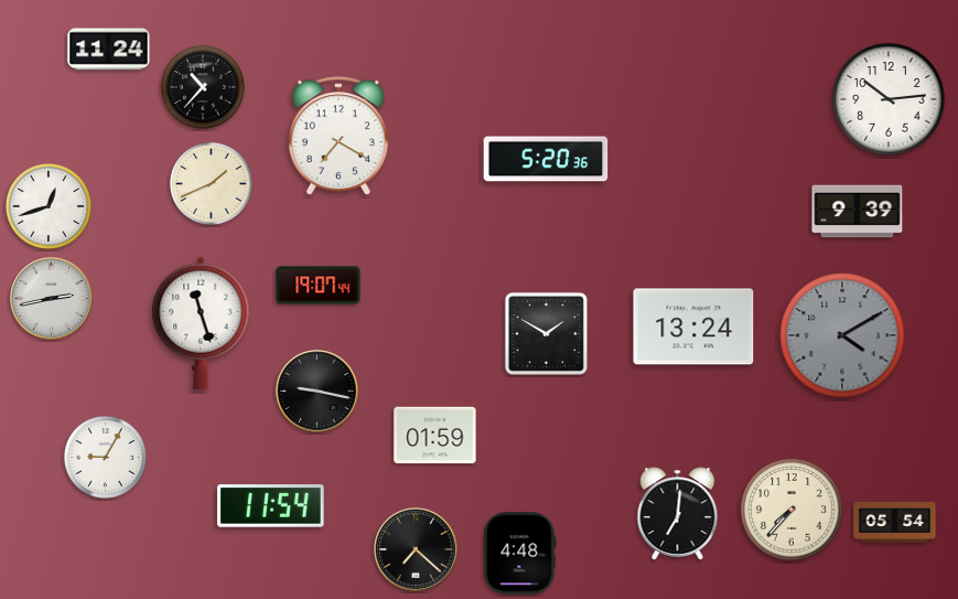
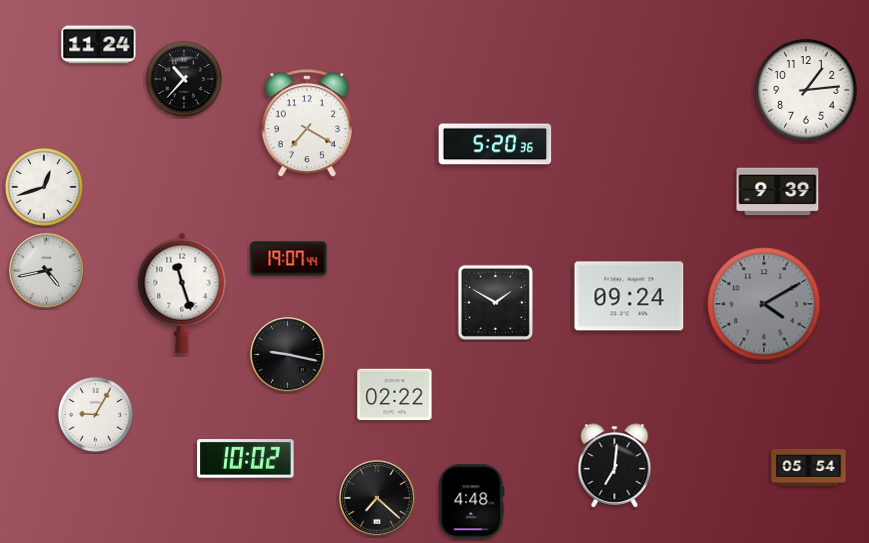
clock at (889, 99): 10:14 -> 1:14
clock at (211, 183): 1:41 -> none
clock at (52, 299): 2:43 -> 4:43
clock at (693, 327): 13:24 -> 09:24
clock at (435, 436): 01:59 -> 02:22
clock at (271, 506): 11:54 -> 10:02
clock at (792, 510): 7:37 -> none
clock at (895, 522) position: (895, 522) -> (809, 467)
